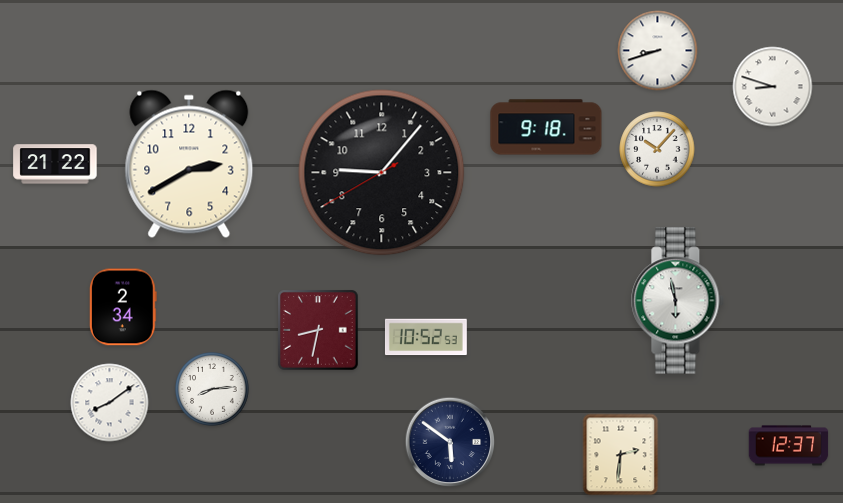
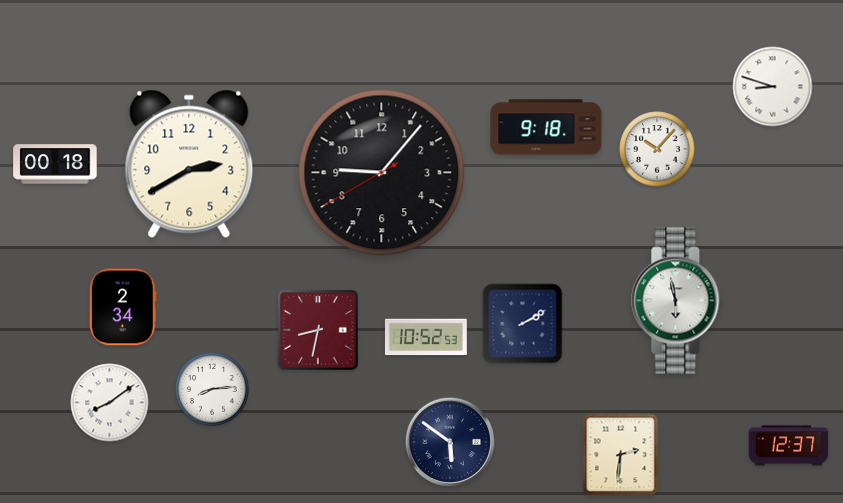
clock at (658, 51): 8:42 -> none
clock at (55, 164): 21:22 -> 00:18
clock at (523, 324): none -> 2:10
